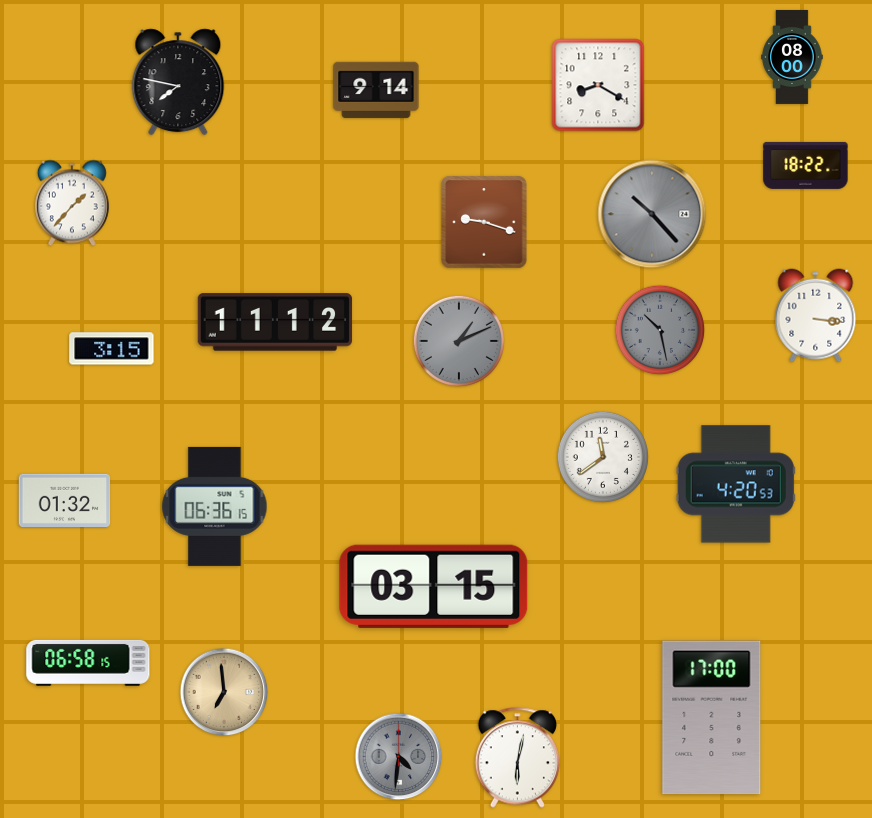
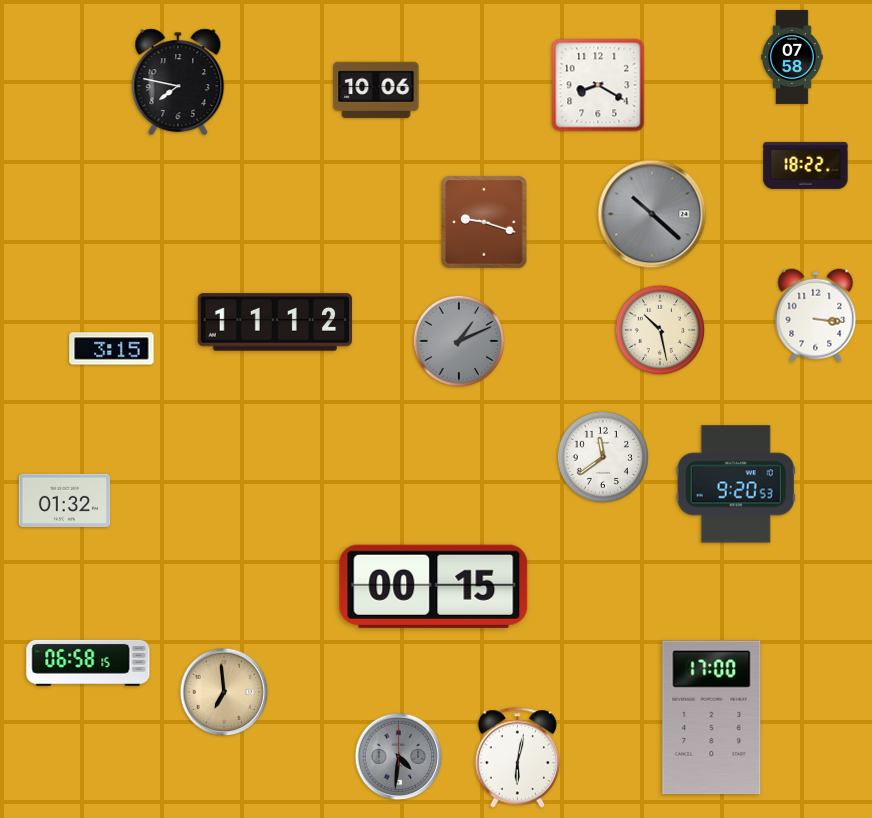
clock at (792, 57): 08:00 -> 07:58
clock at (376, 90): 9:14 -> 10:06
clock at (72, 203): 1:37 -> none
clock at (652, 214): 10:23 -> 10:22
clock at (660, 330) dial: grey -> cream
clock at (736, 484): 4:20 -> 9:20
clock at (215, 506): 06:36 -> none
clock at (434, 586): 03:15 -> 00:15
